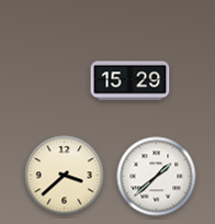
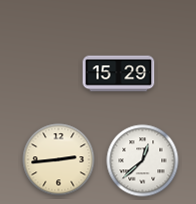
clock at (65, 176): 3:38 -> 2:44
clock at (157, 177): 1:38 -> 12:38
